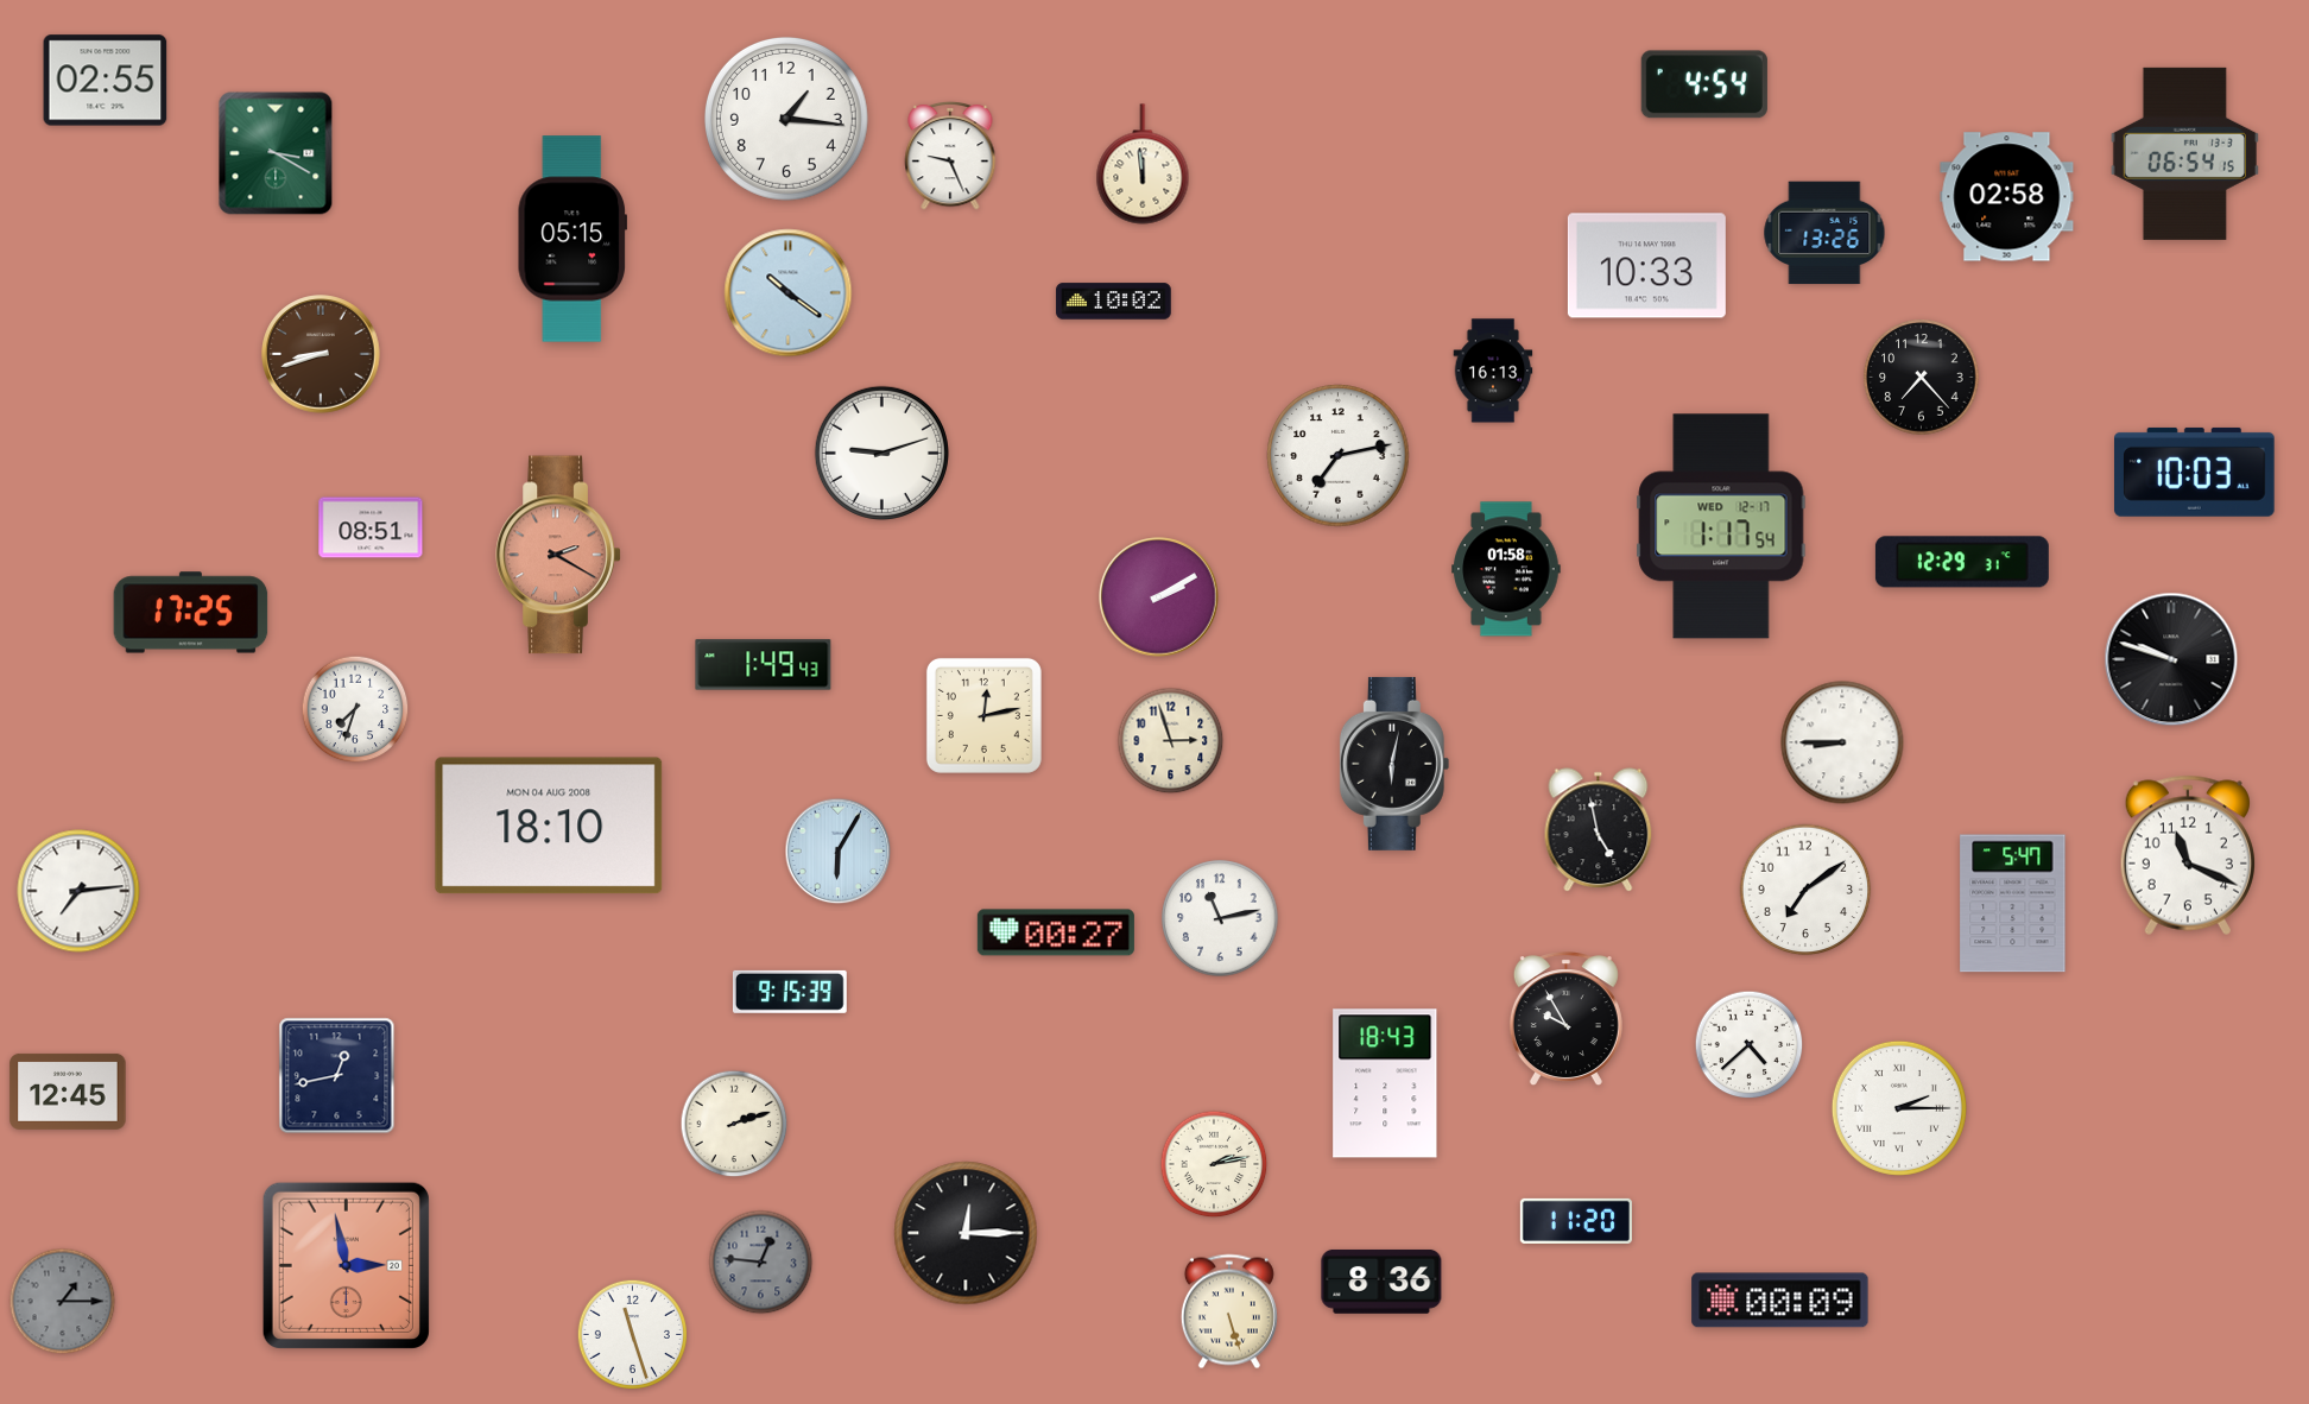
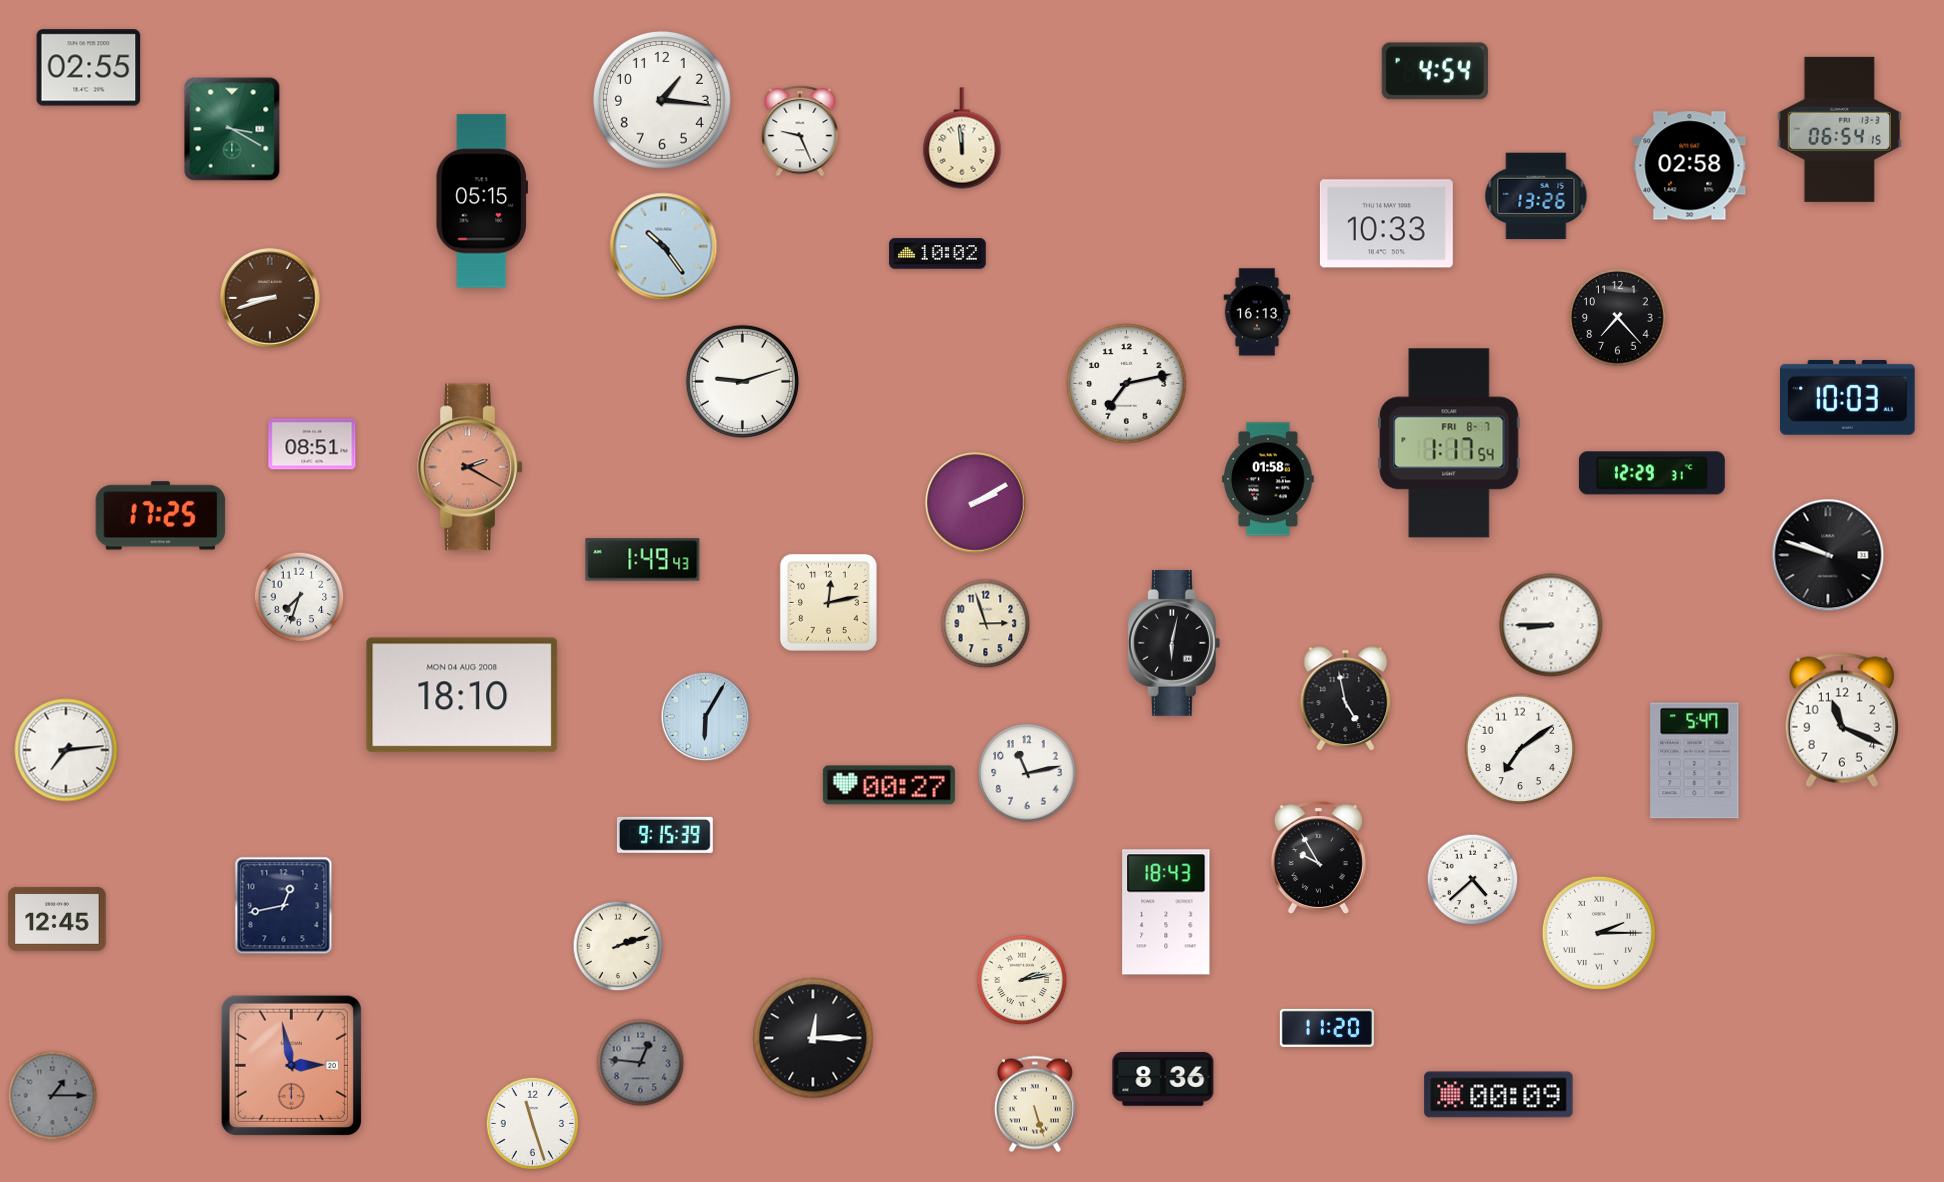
clock at (789, 293): 10:21 -> 10:24
clock at (1721, 526) date: WED 12-17 -> FRI 8-7
